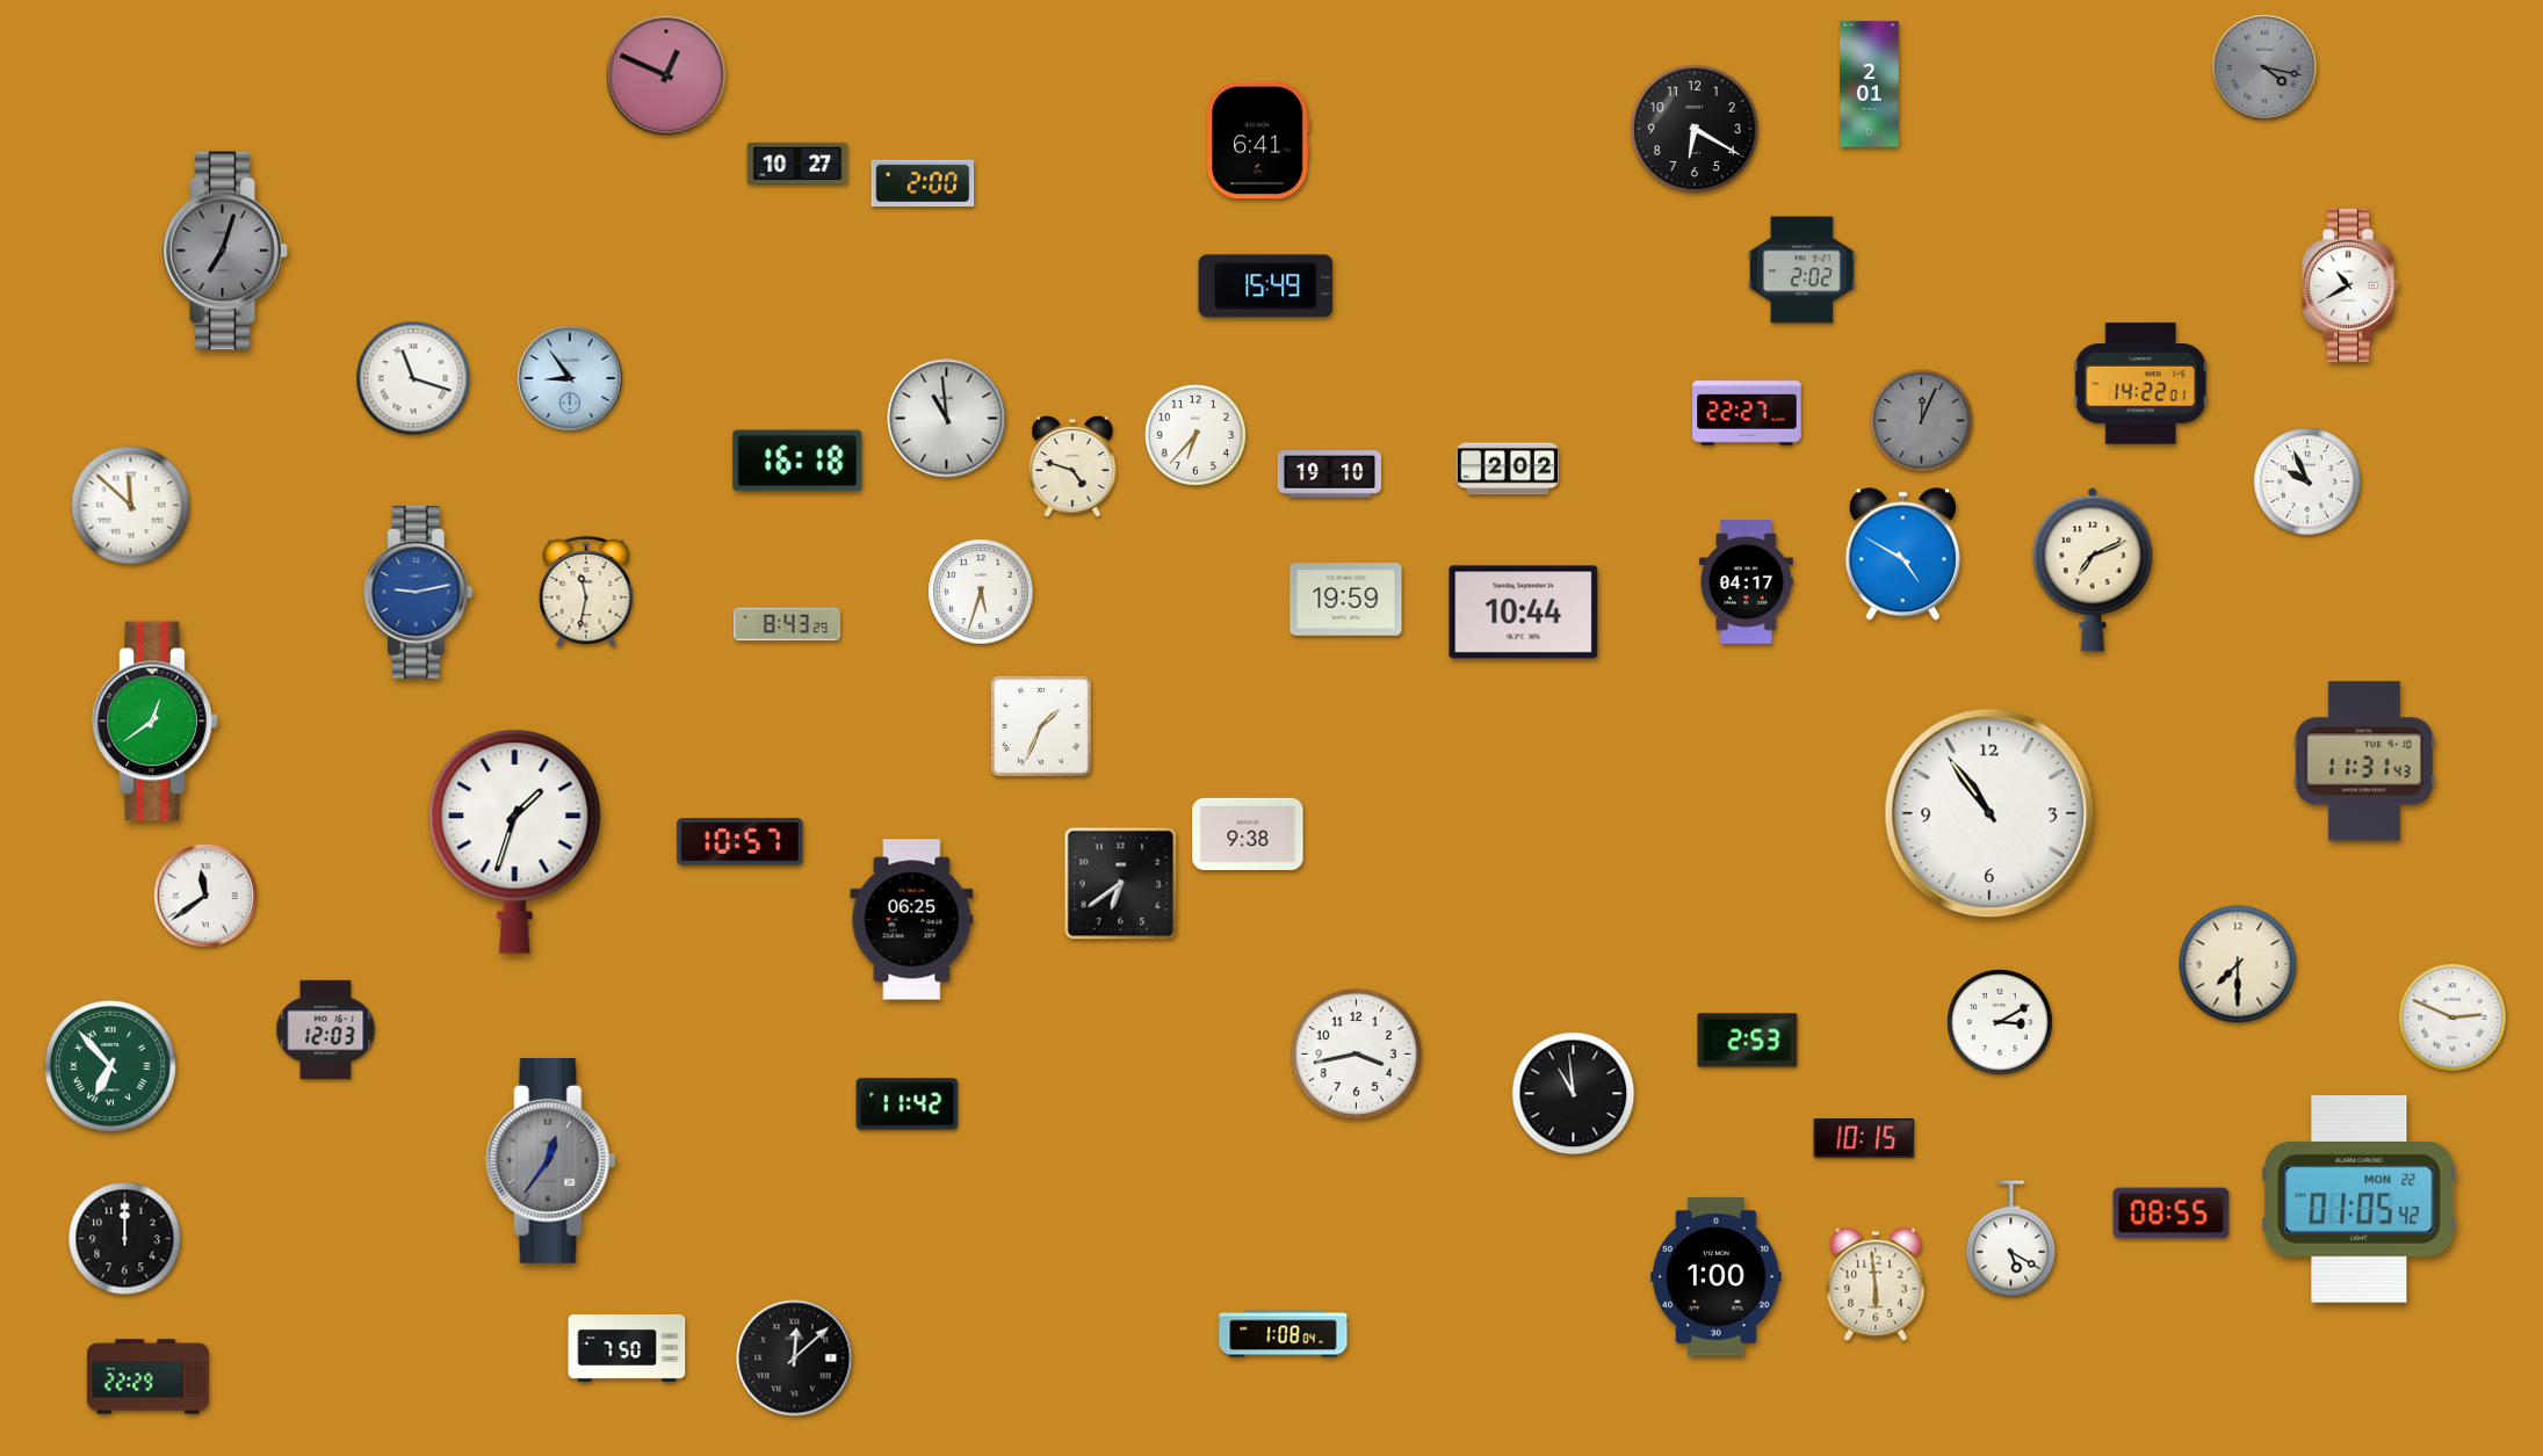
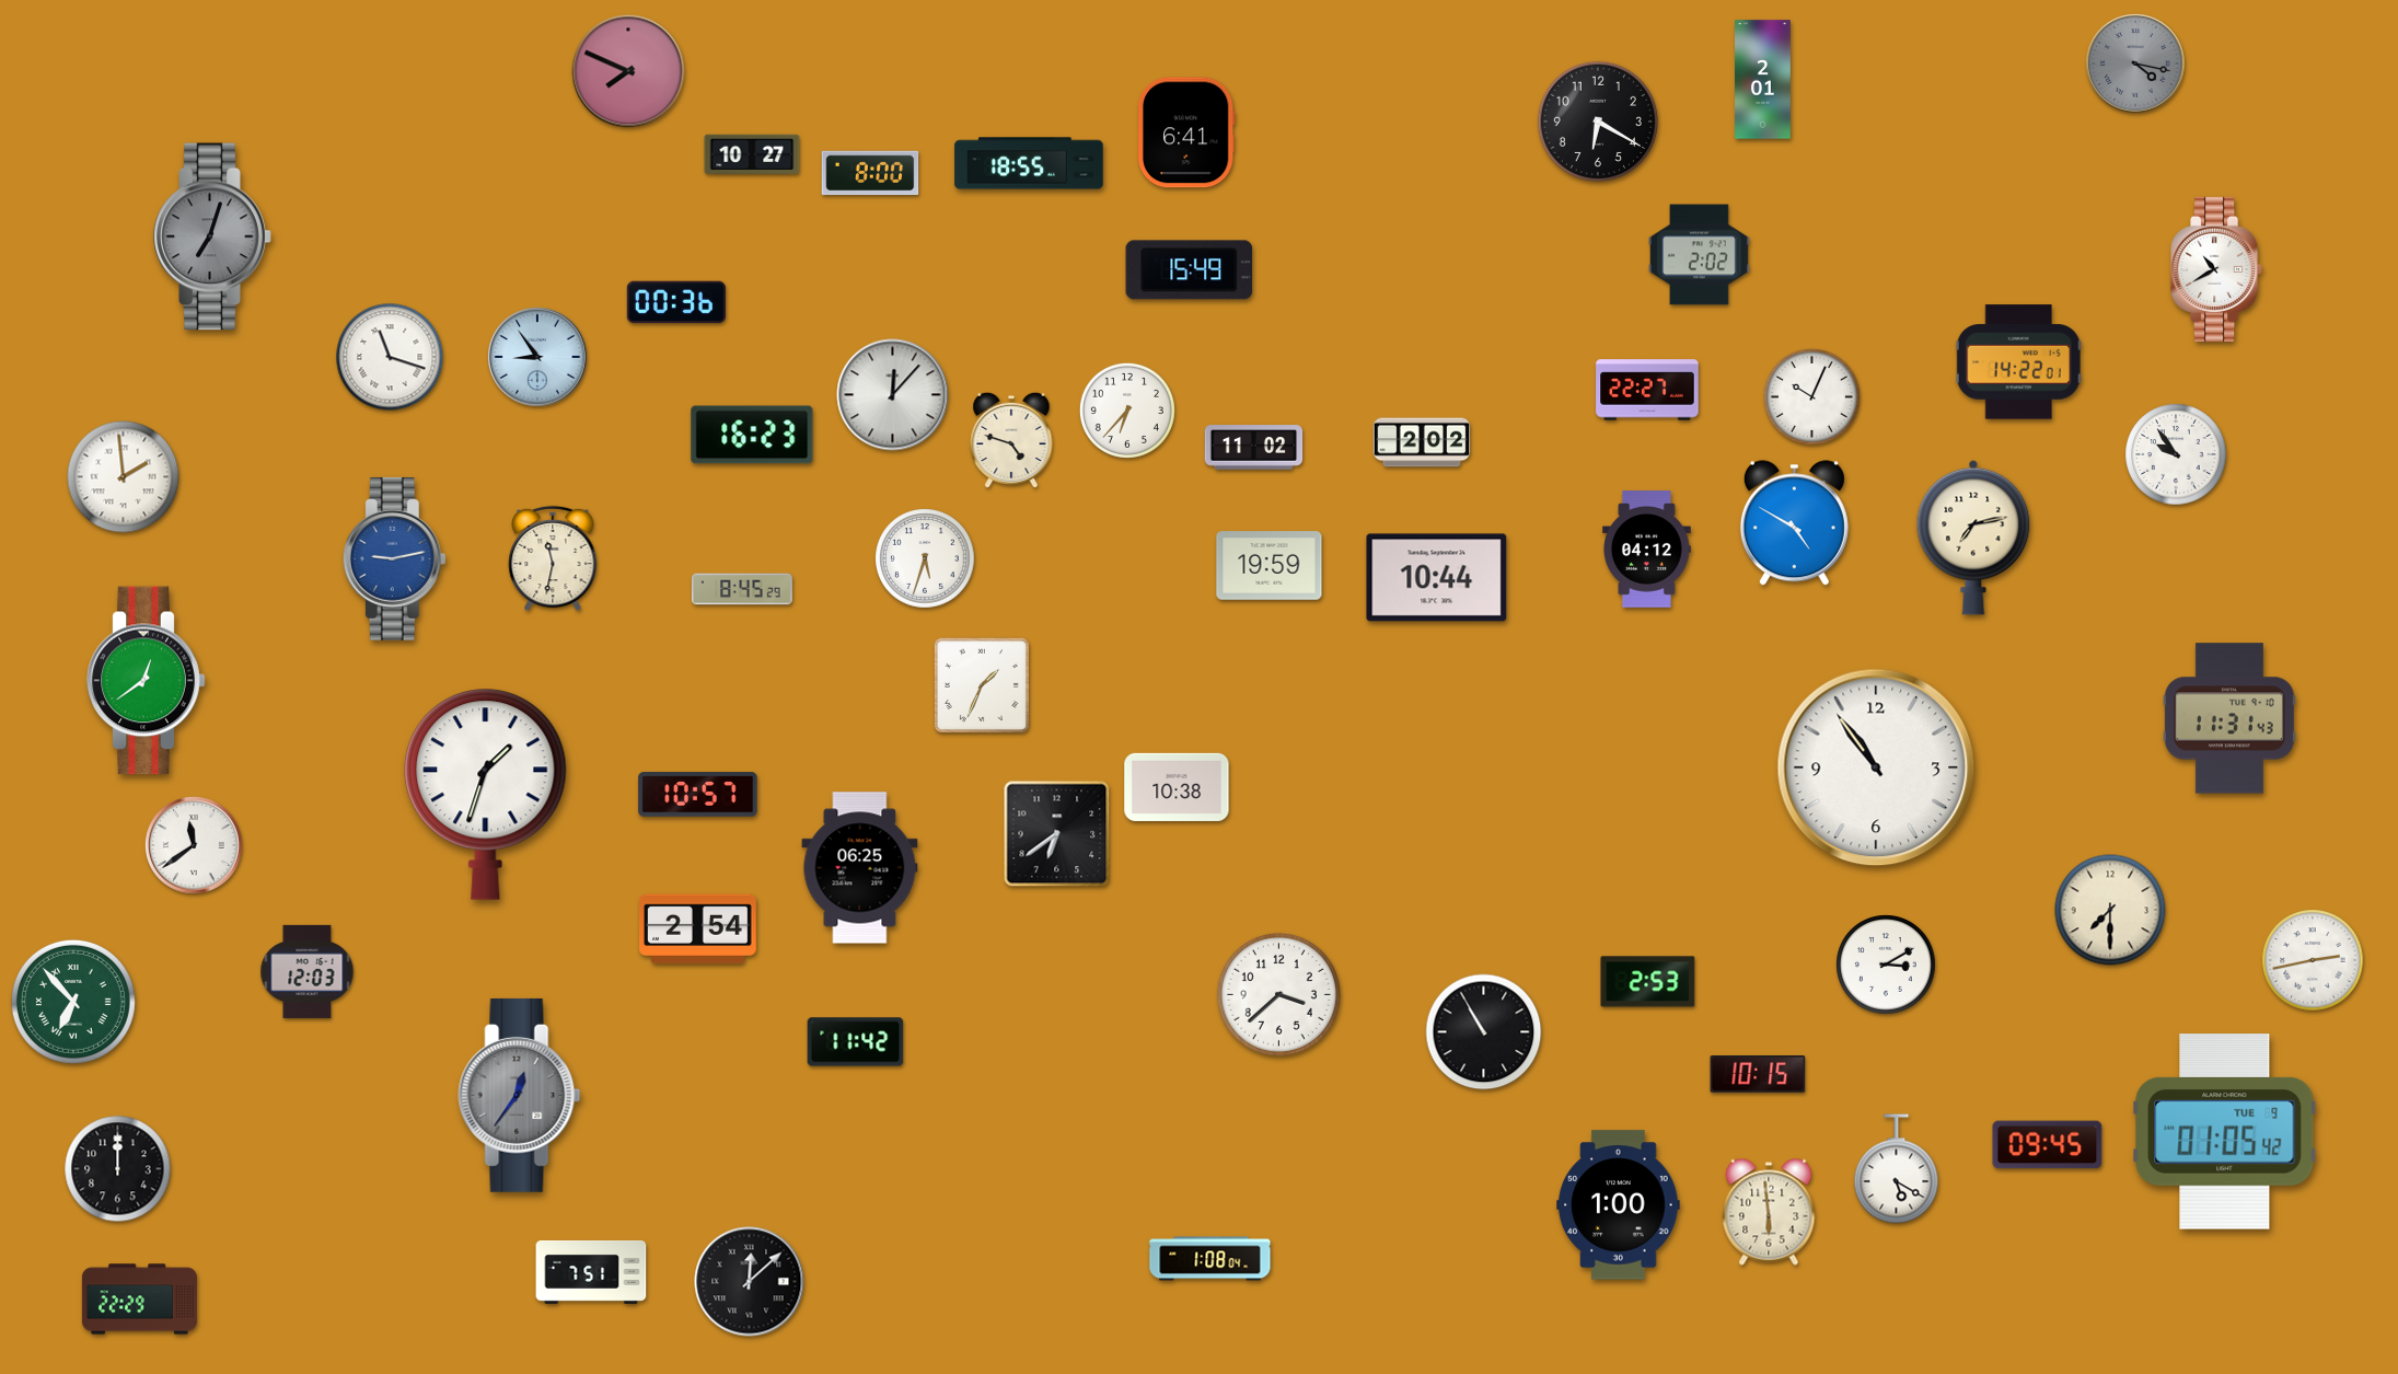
clock at (666, 75): 12:49 -> 7:49
clock at (1029, 163): none -> 18:55
clock at (923, 183): 2:00 -> 8:00
clock at (1266, 287) position: (1266, 287) -> (1190, 270)
clock at (676, 302): none -> 00:36
clock at (947, 419): 10:59 -> 12:07
clock at (1921, 420): 12:04 -> 10:04
clock at (1921, 420) dial: grey -> white
clock at (797, 461): 16:18 -> 16:23
clock at (1330, 475): 19:10 -> 11:02
clock at (2307, 481): 9:56 -> 9:54
clock at (131, 506): 11:52 -> 1:59
clock at (2093, 570): 7:11 -> 7:13
clock at (1747, 582): 04:17 -> 04:12
clock at (787, 624): 8:43 -> 8:45
clock at (1248, 834): 9:38 -> 10:38
clock at (698, 930): none -> 2:54
clock at (2452, 1017): 2:49 -> 2:43
clock at (1356, 1053): 3:43 -> 3:38
clock at (110, 1066) position: (110, 1066) -> (73, 1002)
clock at (1574, 1094): 10:59 -> 10:55
clock at (2360, 1200) date: MON 22 -> TUE 9
clock at (2172, 1214): 08:55 -> 09:45
clock at (627, 1348): 7:50 -> 7:51
